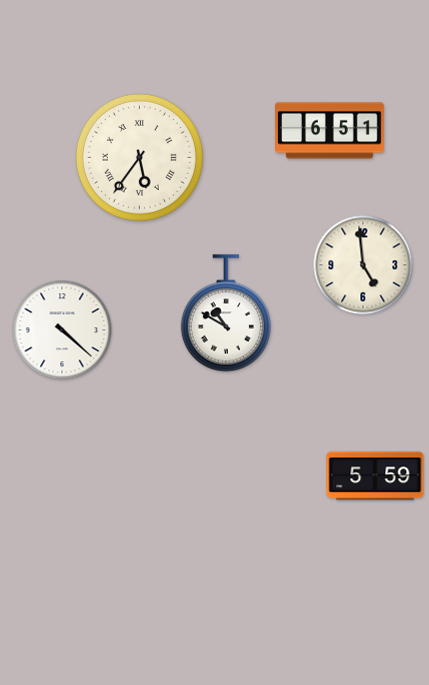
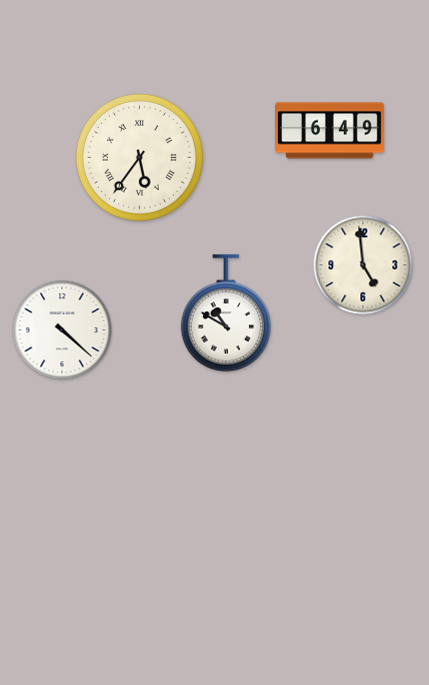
clock at (330, 131): 6:51 -> 6:49
clock at (375, 476): 5:59 -> none
